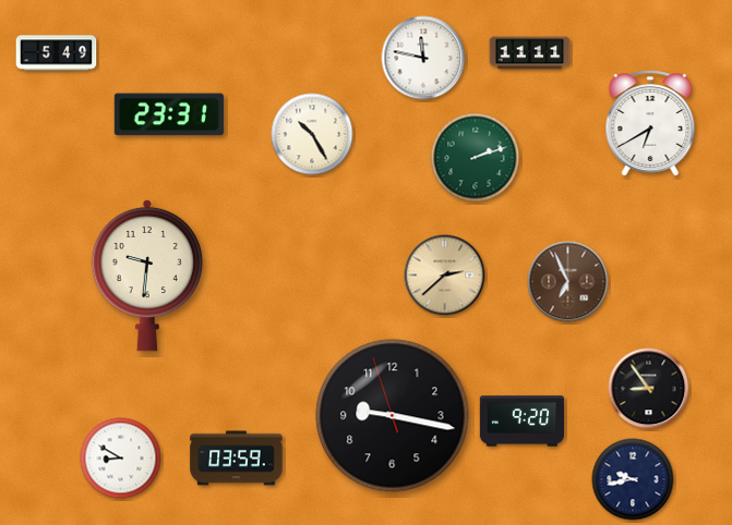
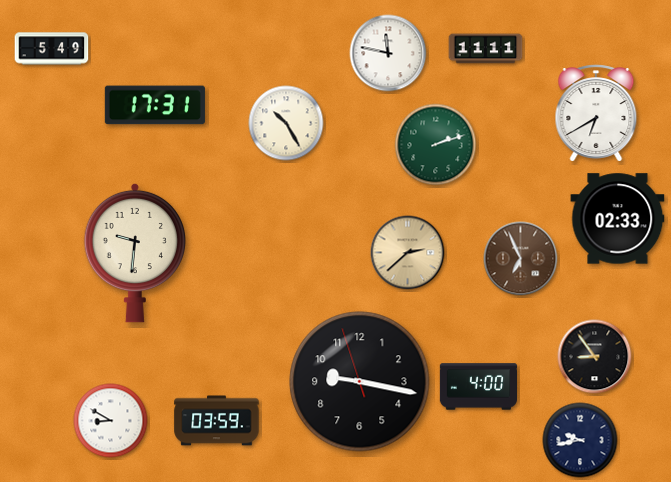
clock at (169, 114): 23:31 -> 17:31
clock at (618, 219): none -> 02:33
clock at (521, 422): 9:20 -> 4:00
